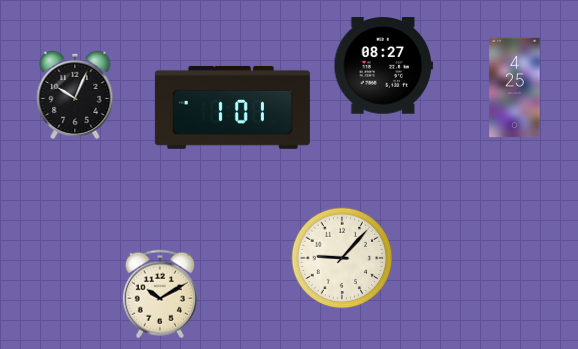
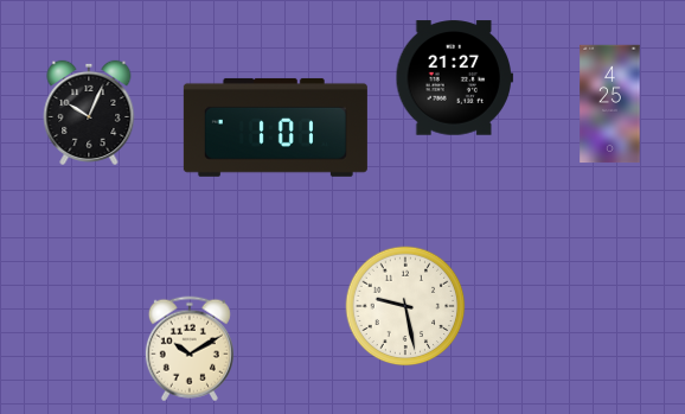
clock at (384, 66): 08:27 -> 21:27
clock at (342, 258): 9:07 -> 9:28
